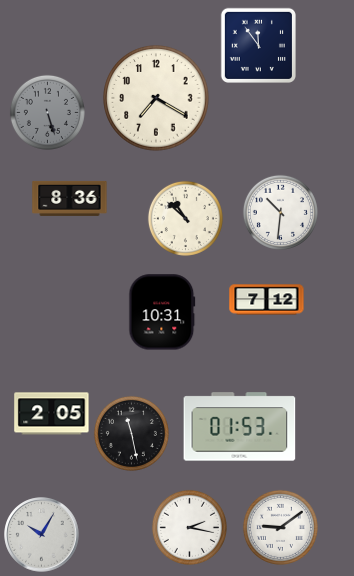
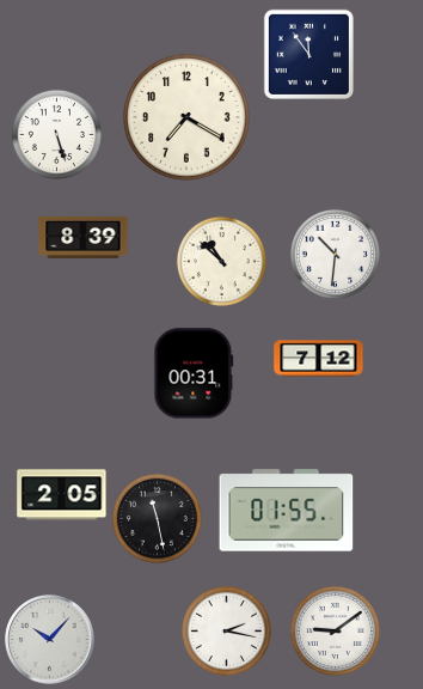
clock at (47, 112) dial: grey -> white
clock at (70, 198): 8:36 -> 8:39
clock at (162, 312): 10:31 -> 00:31
clock at (240, 427): 01:53 -> 01:55
clock at (42, 535): 10:05 -> 10:07
